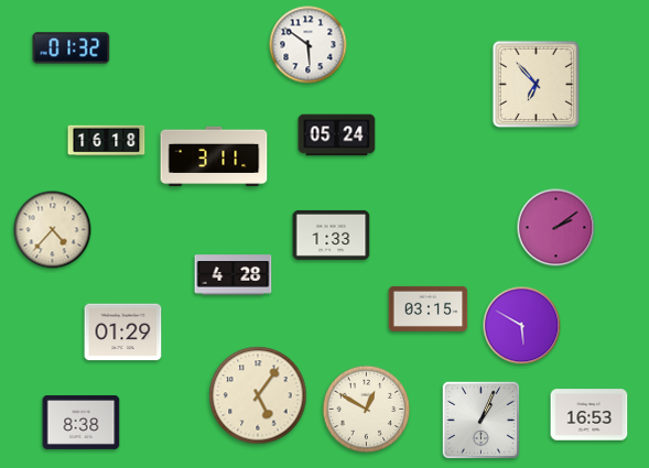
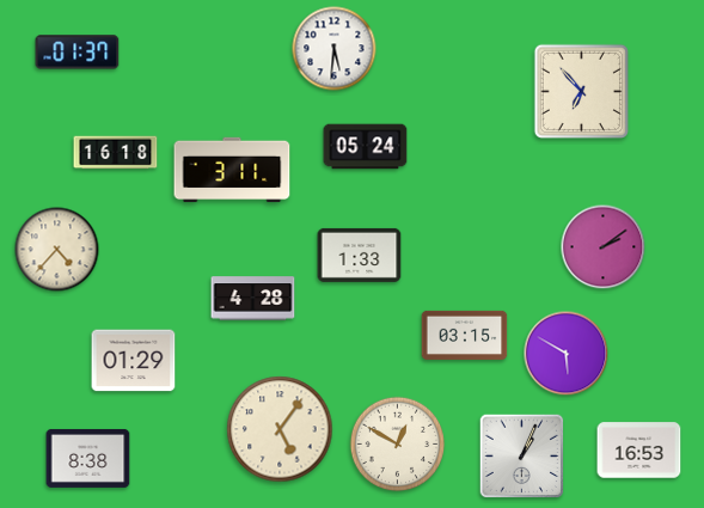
clock at (309, 45): 5:51 -> 5:31
clock at (72, 48): 01:32 -> 01:37
